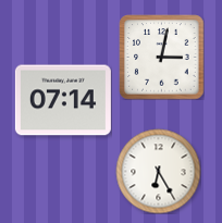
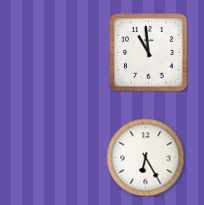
clock at (161, 57): 3:02 -> 10:59
clock at (63, 100): 07:14 -> none
